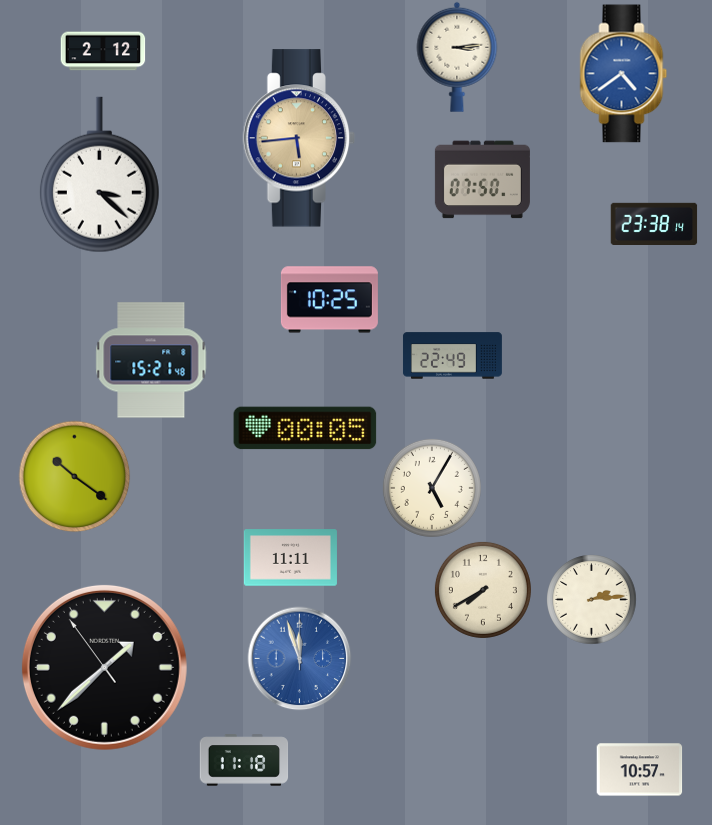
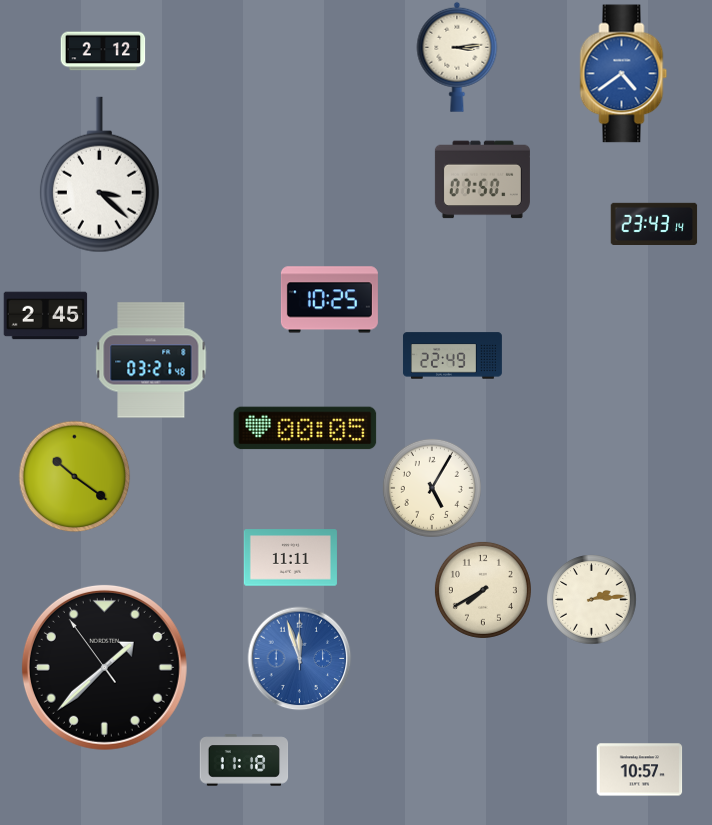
clock at (299, 138): 5:44 -> none
clock at (654, 223): 23:38 -> 23:43
clock at (45, 316): none -> 2:45
clock at (151, 360): 15:21 -> 03:21
